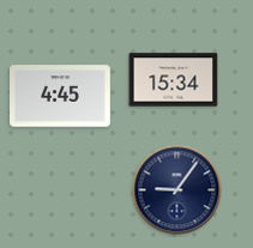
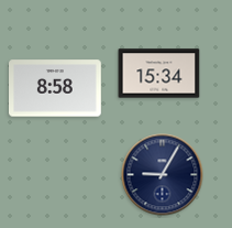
clock at (61, 96): 4:45 -> 8:58
clock at (177, 190): 9:06 -> 9:05
